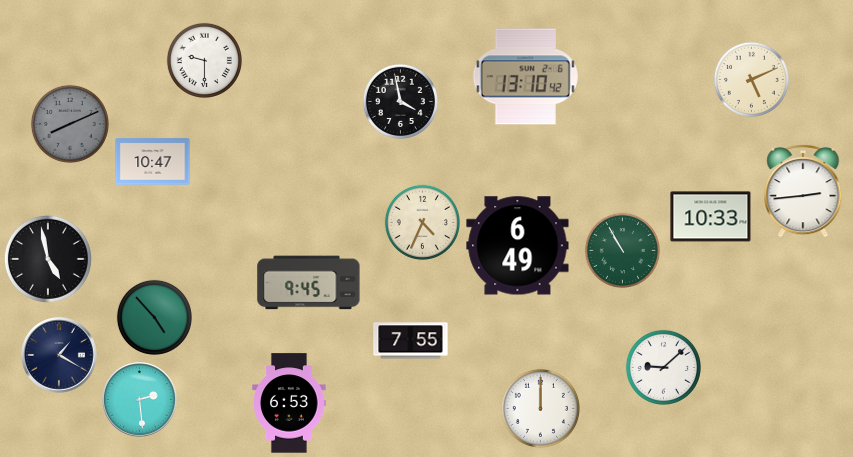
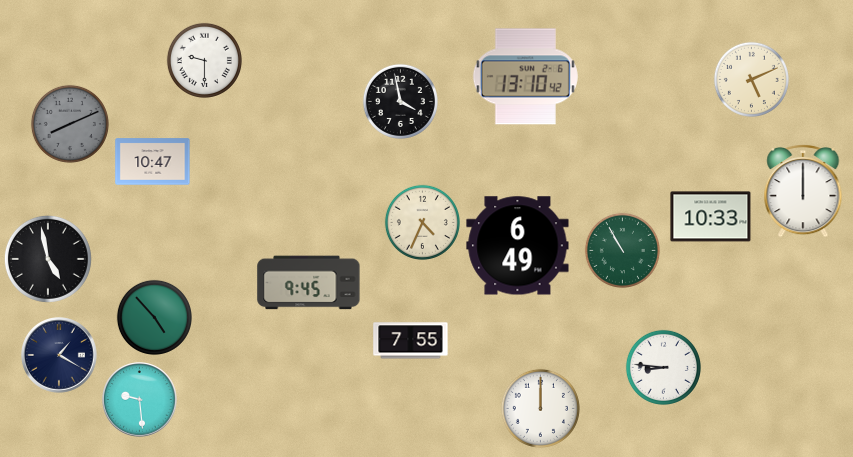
clock at (803, 191): 2:44 -> 12:00
clock at (663, 367): 9:08 -> 8:46
clock at (140, 400): 2:29 -> 9:29
clock at (289, 403): 6:53 -> none
